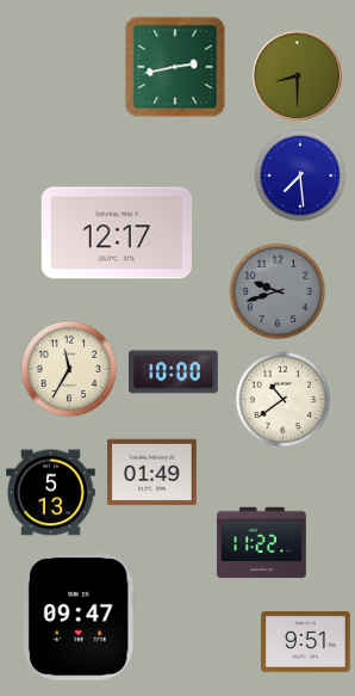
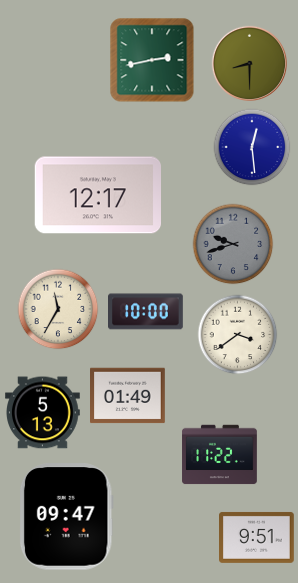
clock at (175, 67) position: (175, 67) -> (152, 60)
clock at (300, 175): 7:29 -> 12:29
clock at (284, 400): 10:39 -> 3:39
